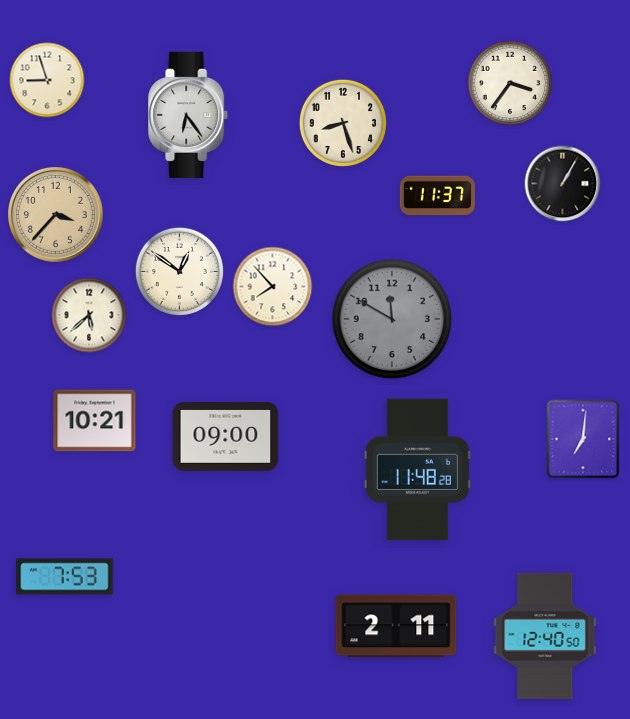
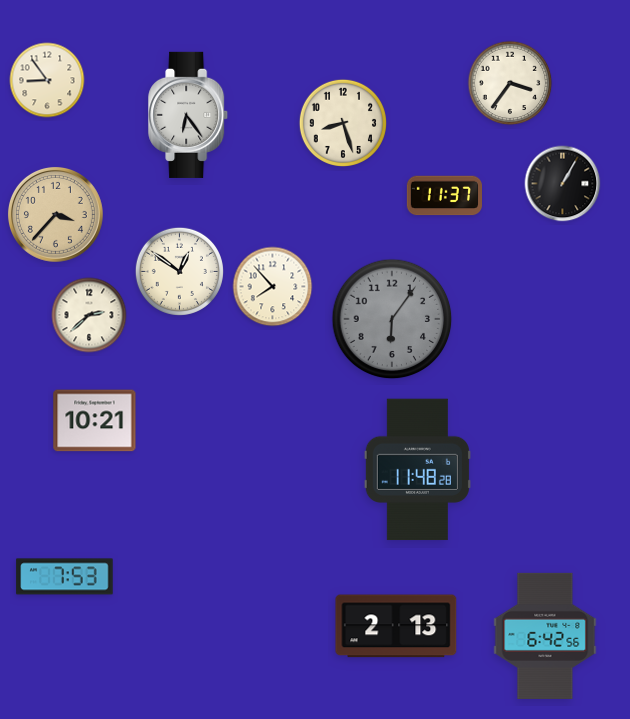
clock at (47, 80): 8:57 -> 8:54
clock at (437, 196) position: (437, 196) -> (444, 196)
clock at (89, 315): 5:38 -> 2:38
clock at (392, 319): 11:50 -> 6:06
clock at (226, 436): 09:00 -> none
clock at (583, 439): 7:01 -> none
clock at (396, 626): 2:11 -> 2:13
clock at (545, 636): 12:40 -> 6:42
